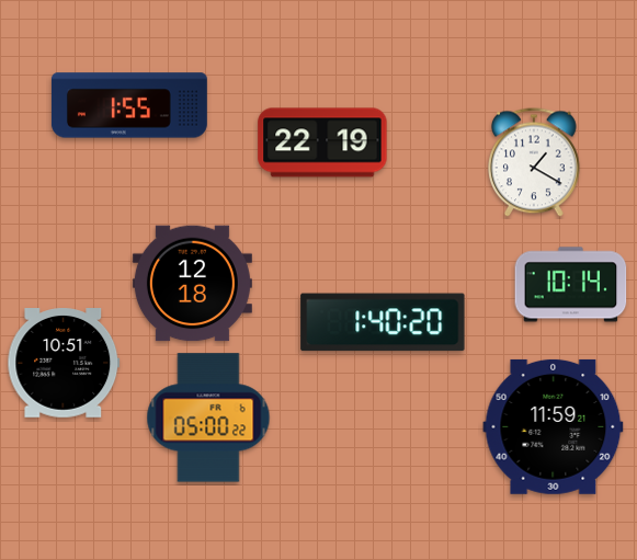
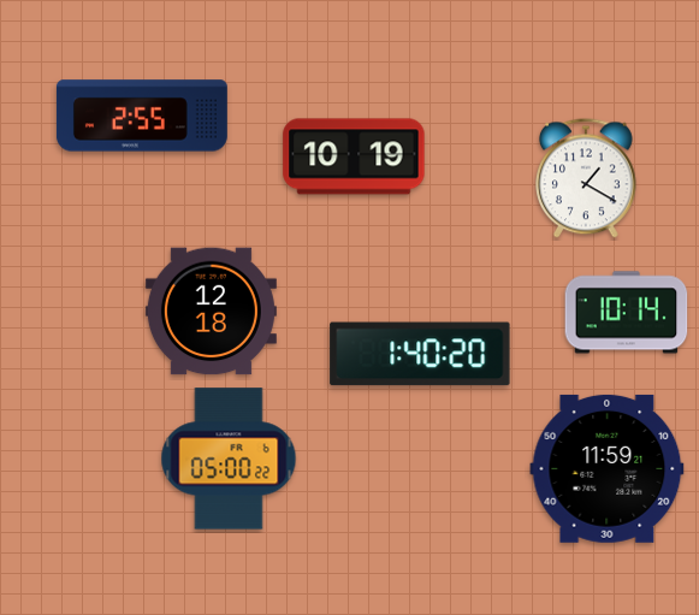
clock at (129, 105): 1:55 -> 2:55
clock at (322, 142): 22:19 -> 10:19
clock at (64, 364): 10:51 -> none
